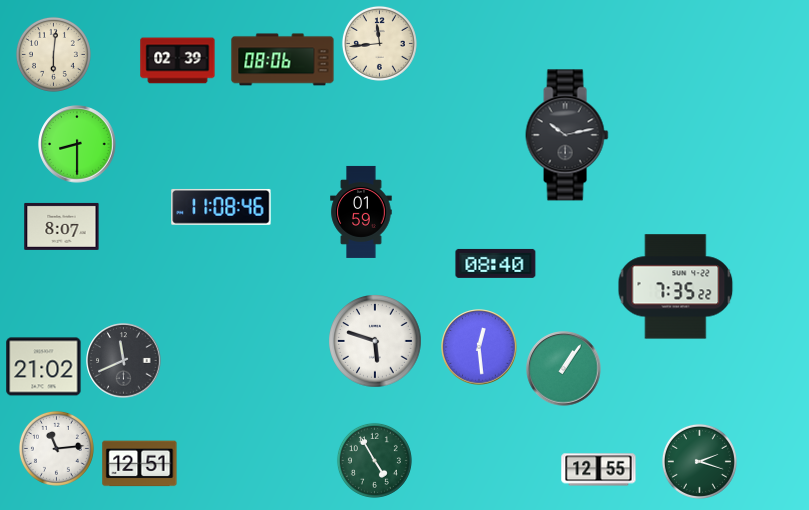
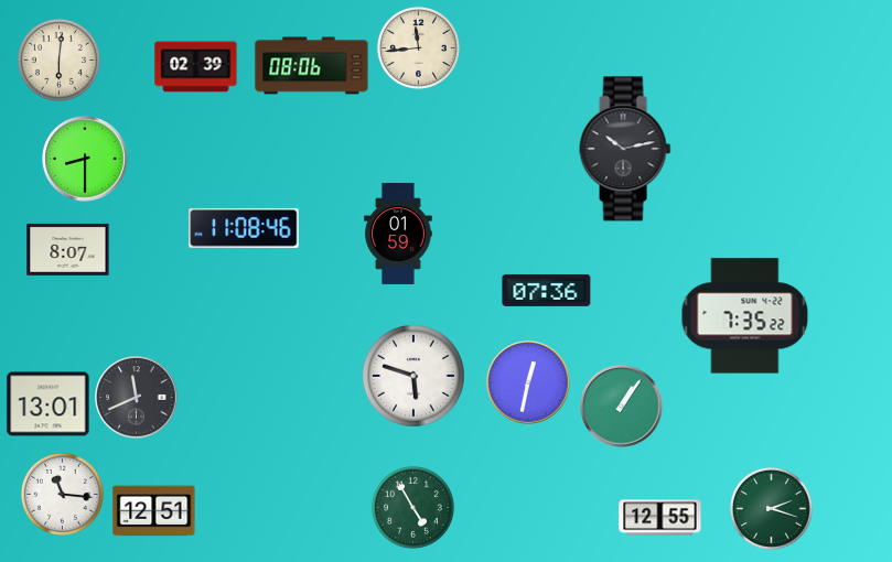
clock at (496, 263): 08:40 -> 07:36
clock at (479, 347): 12:29 -> 12:32
clock at (44, 367): 21:02 -> 13:01
clock at (56, 448): 11:14 -> 11:16
